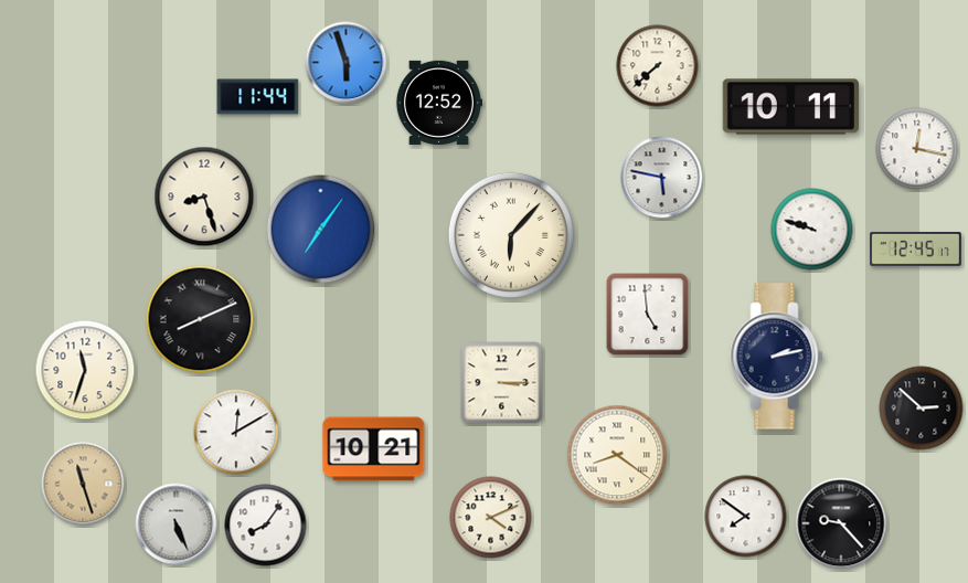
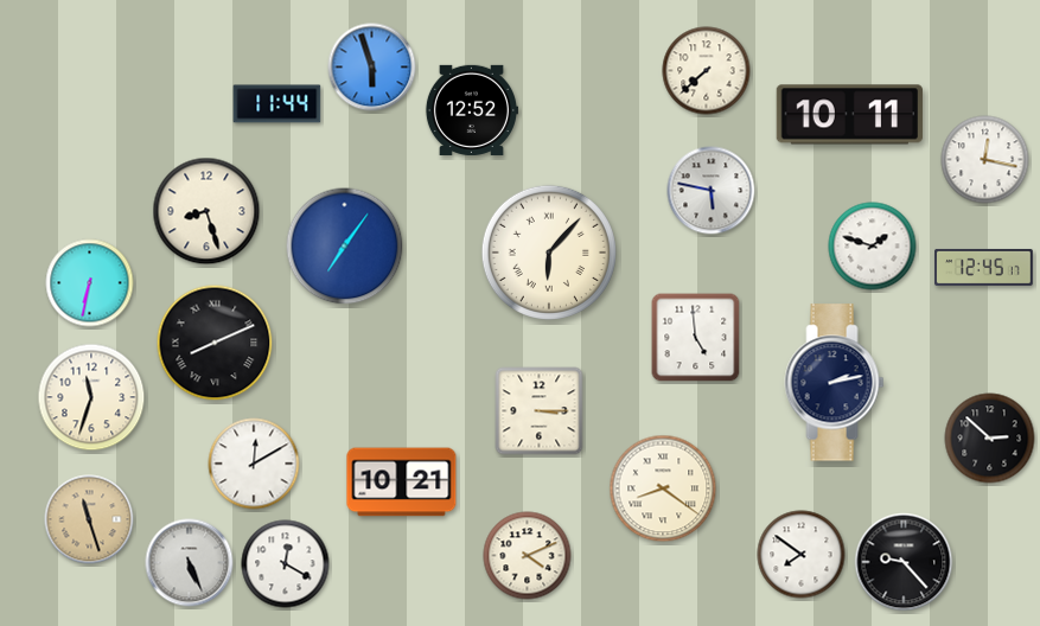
clock at (204, 197) position: (204, 197) -> (206, 211)
clock at (812, 230): 9:48 -> 1:48
clock at (90, 283): none -> 6:32
clock at (266, 526): 8:06 -> 12:20
